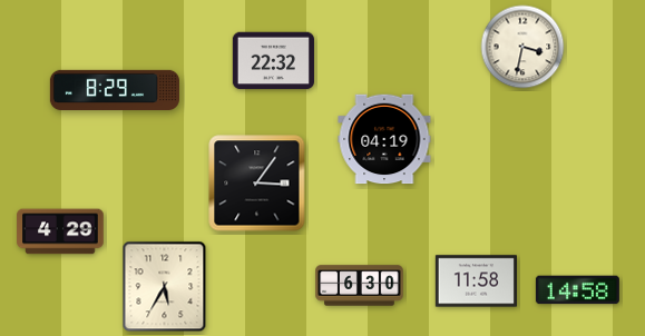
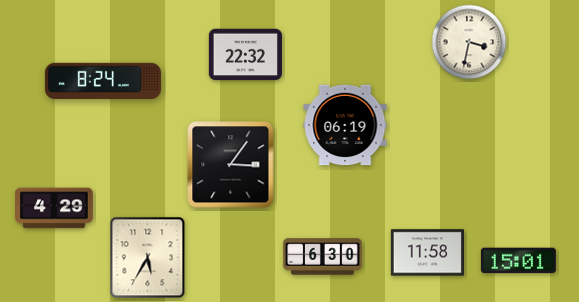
clock at (115, 89): 8:29 -> 8:24
clock at (384, 139): 04:19 -> 06:19
clock at (577, 290): 14:58 -> 15:01
